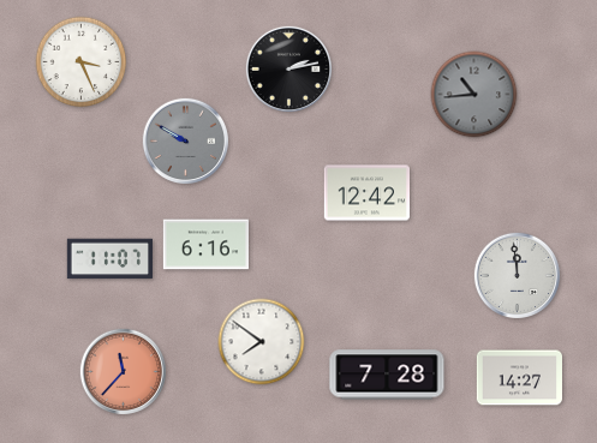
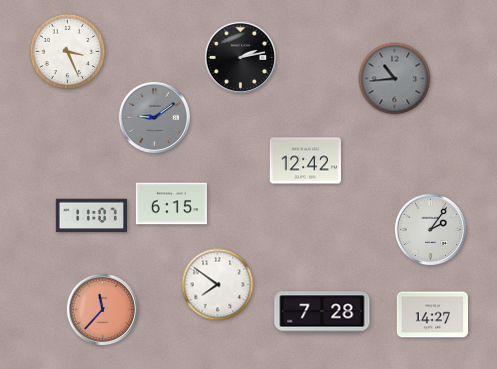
clock at (186, 142): 9:50 -> 9:09
clock at (205, 245): 6:16 -> 6:15
clock at (518, 276): 11:59 -> 2:06
